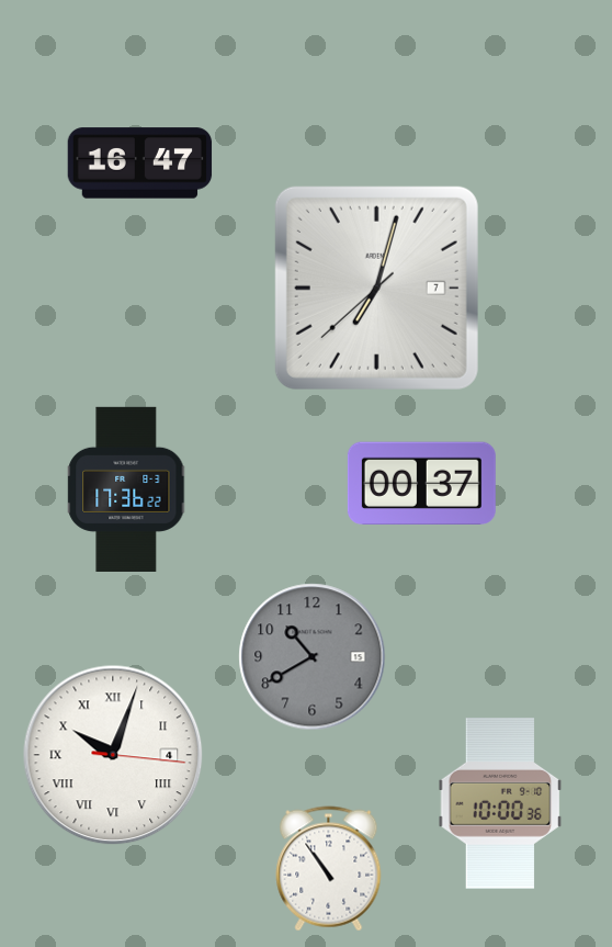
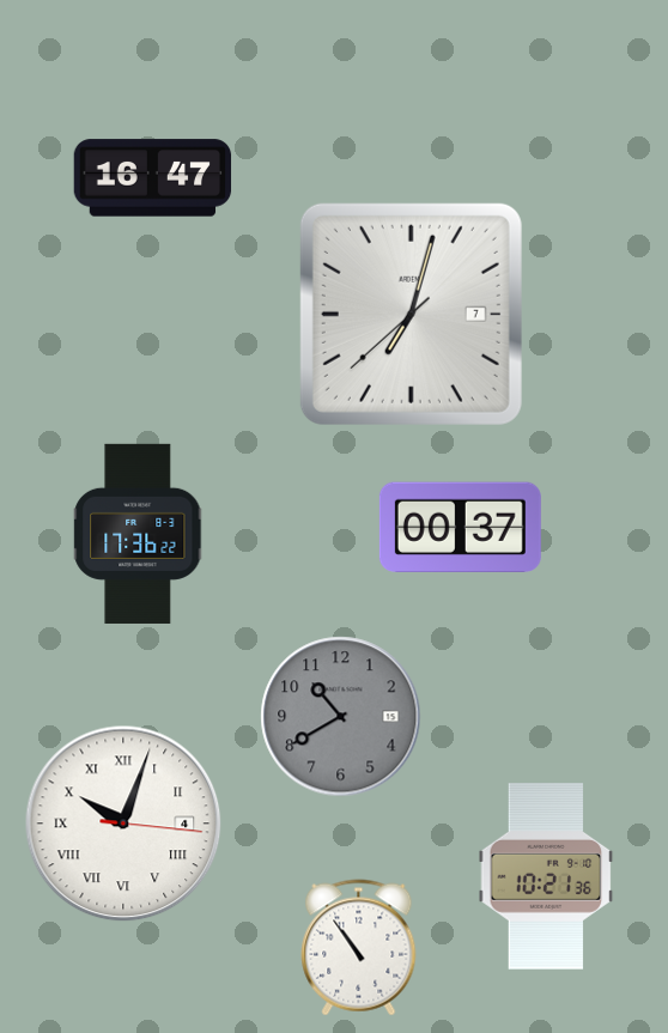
clock at (500, 803): 10:00 -> 10:21
